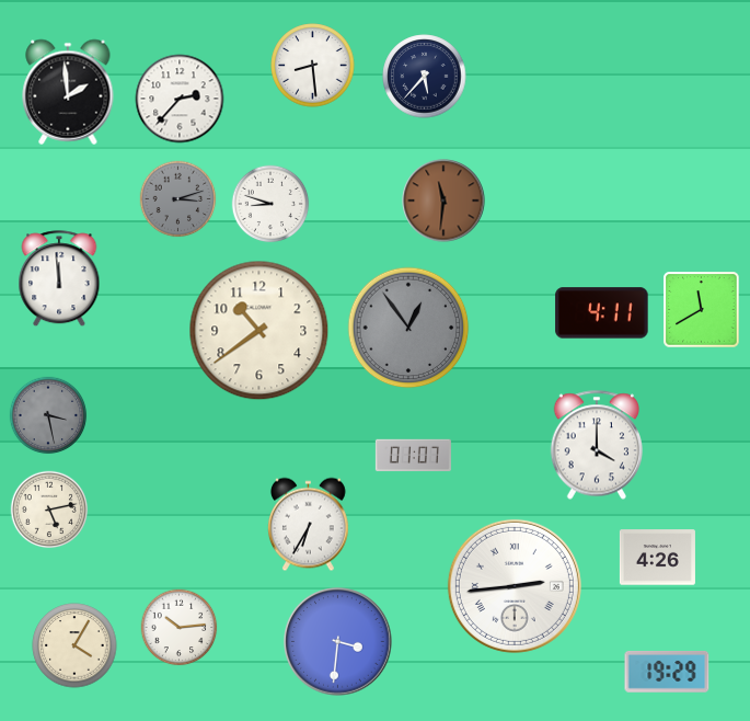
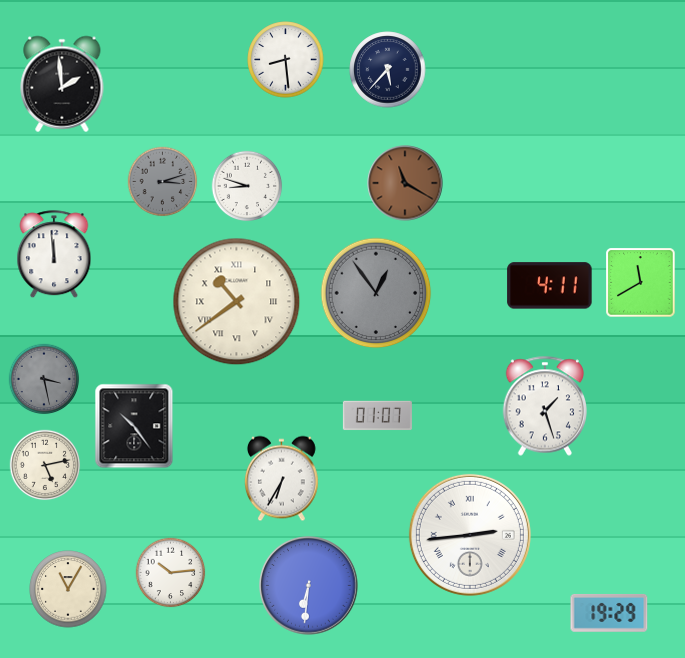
clock at (180, 99): 2:37 -> none
clock at (443, 201): 11:31 -> 11:20
clock at (408, 328) position: (408, 328) -> (376, 293)
clock at (259, 331) numerals: Arabic -> Roman
clock at (596, 445): 4:00 -> 1:27
clock at (134, 426): none -> 10:24
clock at (657, 558): 4:26 -> none
clock at (180, 628) position: (180, 628) -> (171, 573)
clock at (338, 642): 3:31 -> 6:31
clock at (74, 645): 4:05 -> 11:05
